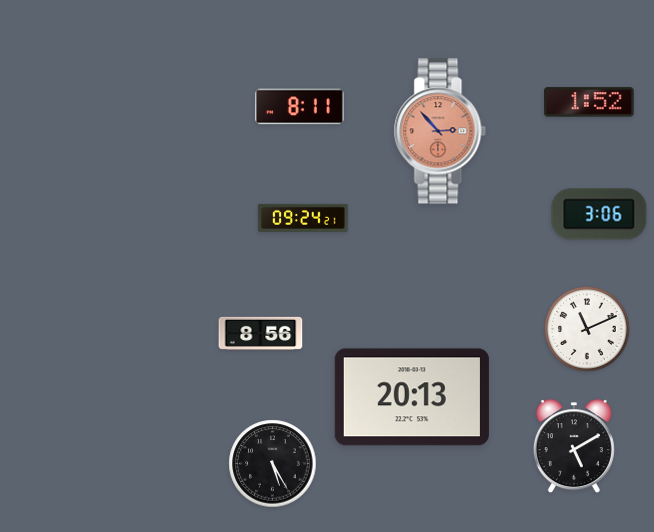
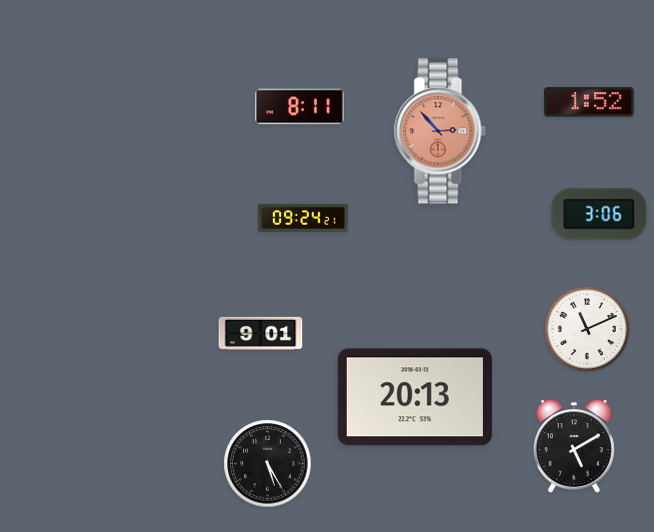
clock at (261, 333): 8:56 -> 9:01
clock at (412, 397) position: (412, 397) -> (415, 397)
clock at (273, 464) position: (273, 464) -> (268, 464)
